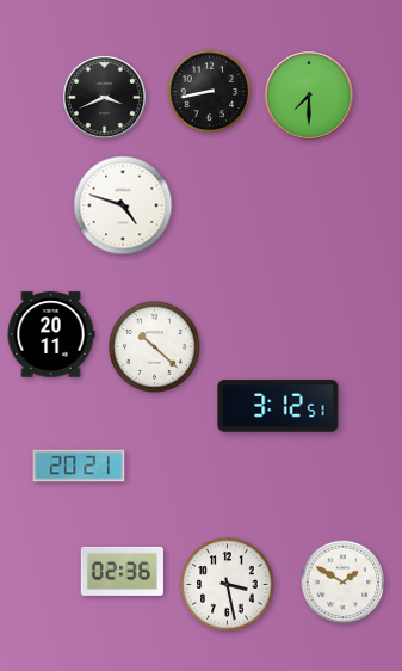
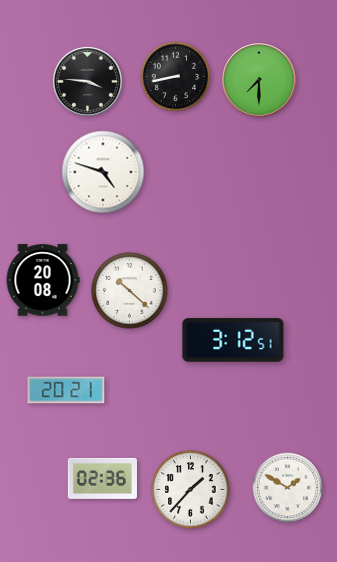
clock at (104, 97): 3:41 -> 3:46
clock at (51, 334): 20:11 -> 20:08
clock at (228, 585): 3:28 -> 1:37
